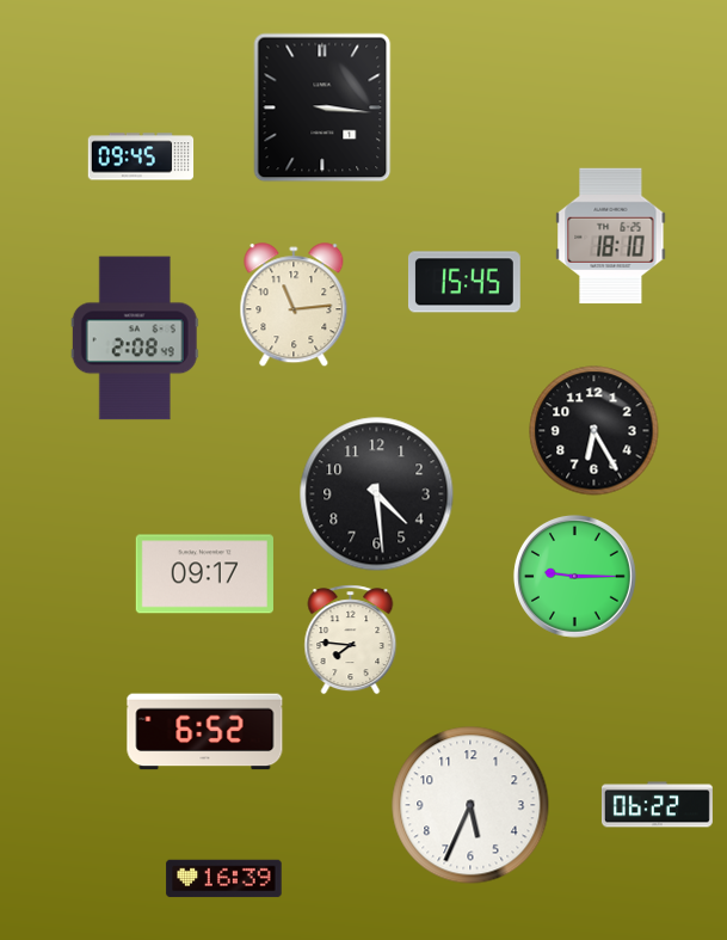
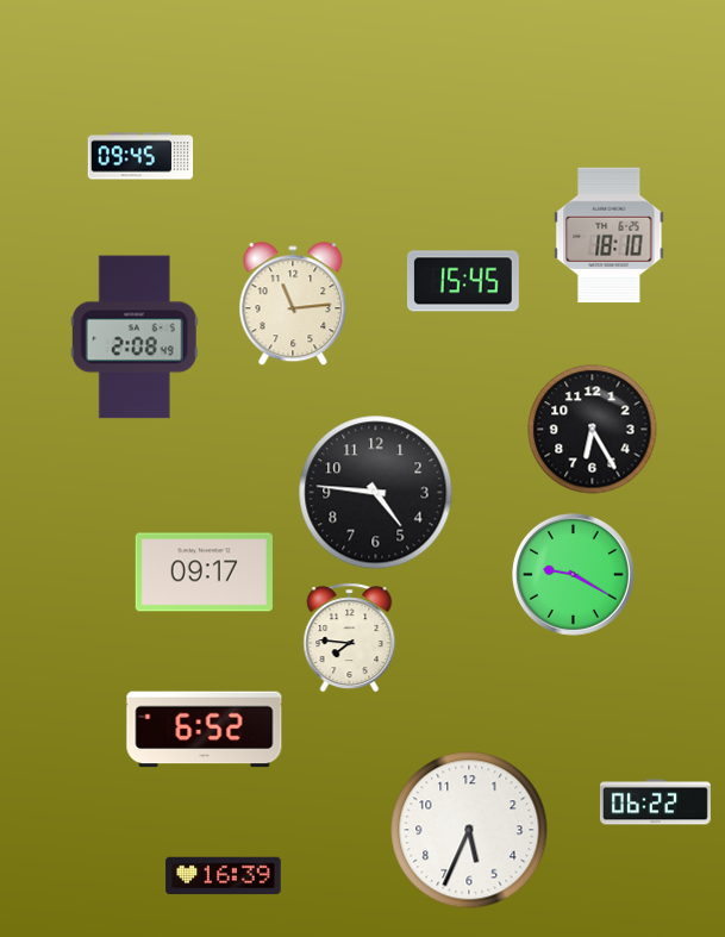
clock at (322, 107): 3:16 -> none
clock at (377, 494): 4:29 -> 4:46
clock at (574, 576): 9:15 -> 9:20
clock at (470, 805) position: (470, 805) -> (469, 830)
